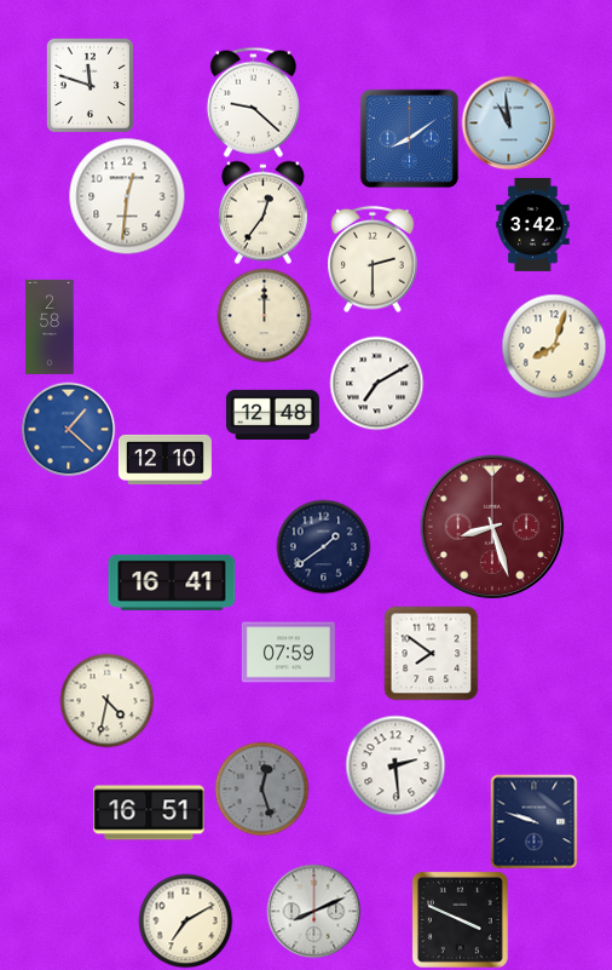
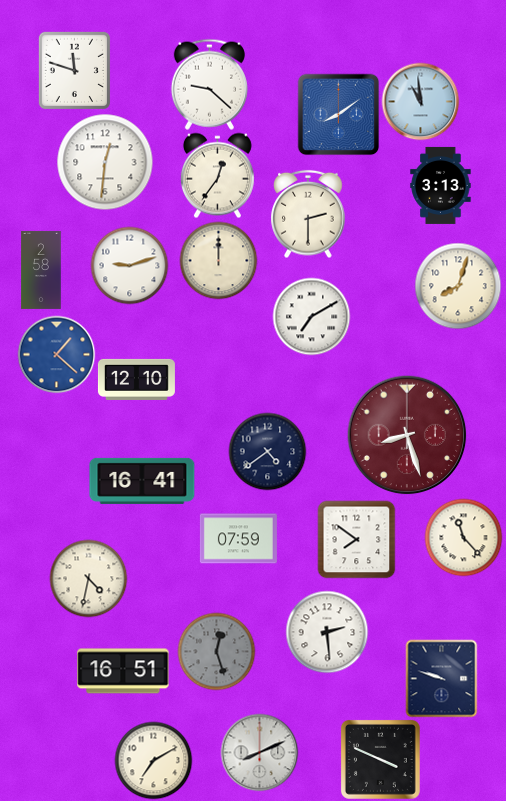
clock at (533, 224): 3:42 -> 3:13
clock at (129, 265): none -> 9:12
clock at (272, 414): 12:48 -> none
clock at (323, 546): 1:39 -> 4:39
clock at (463, 537): none -> 11:23
